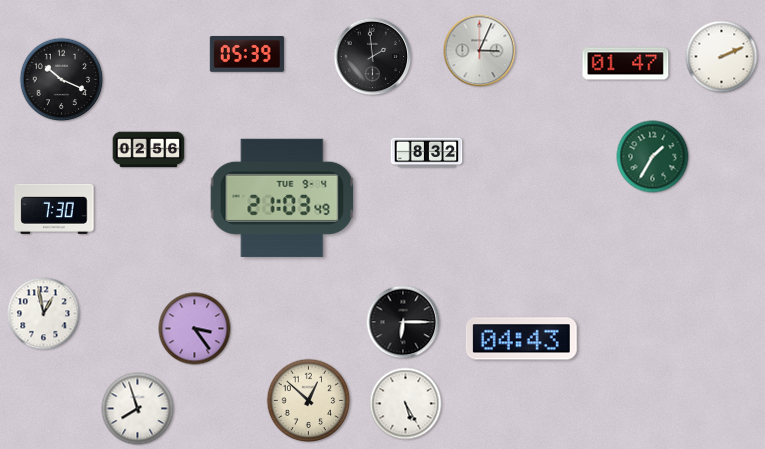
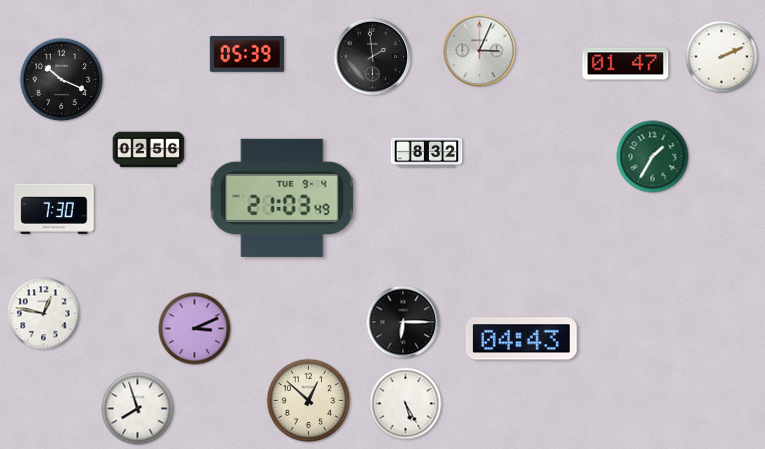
clock at (44, 314): 12:58 -> 12:47
clock at (195, 329): 3:24 -> 3:11
